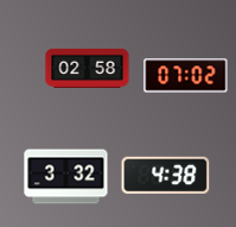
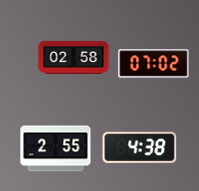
clock at (186, 76) position: (186, 76) -> (154, 64)
clock at (66, 177): 3:32 -> 2:55
